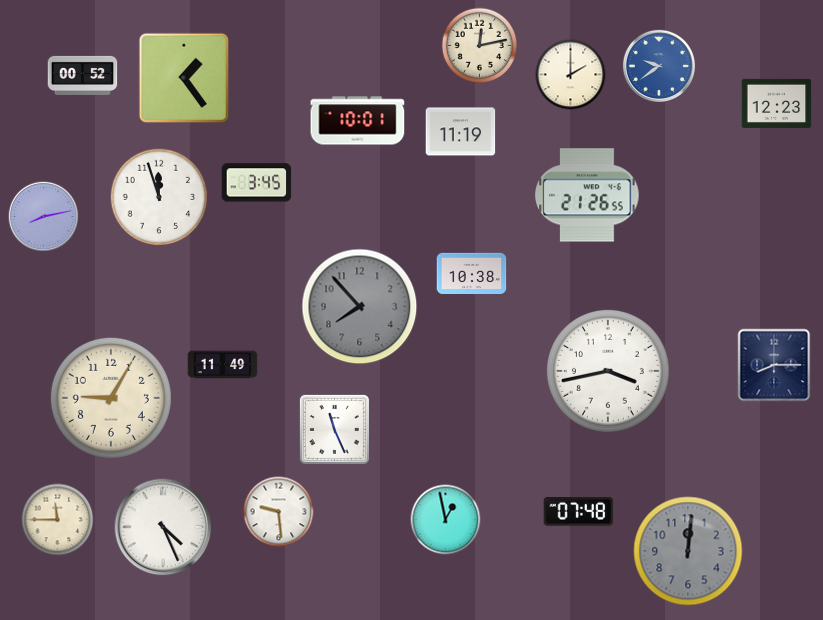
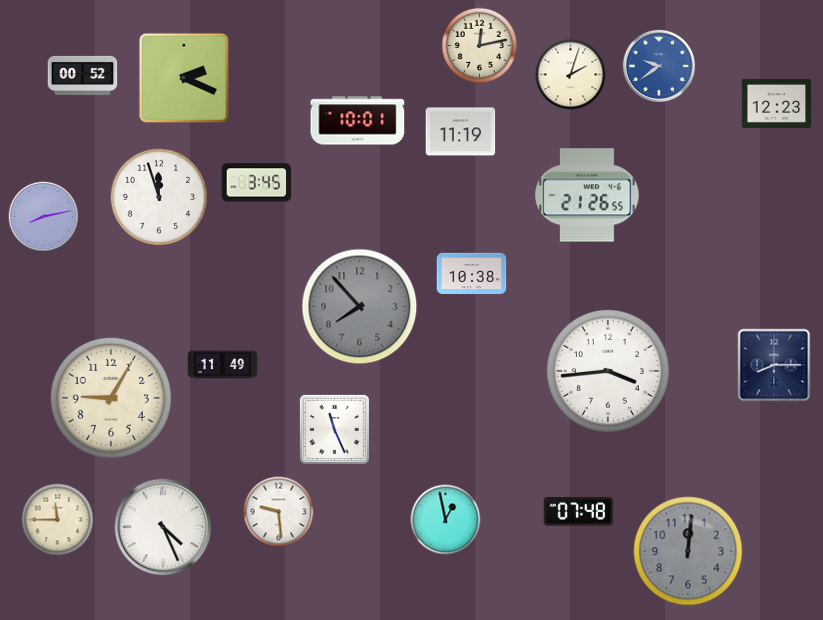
clock at (571, 75): 2:00 -> 2:03
clock at (184, 78): 1:24 -> 2:19
clock at (608, 371): 3:43 -> 3:44
